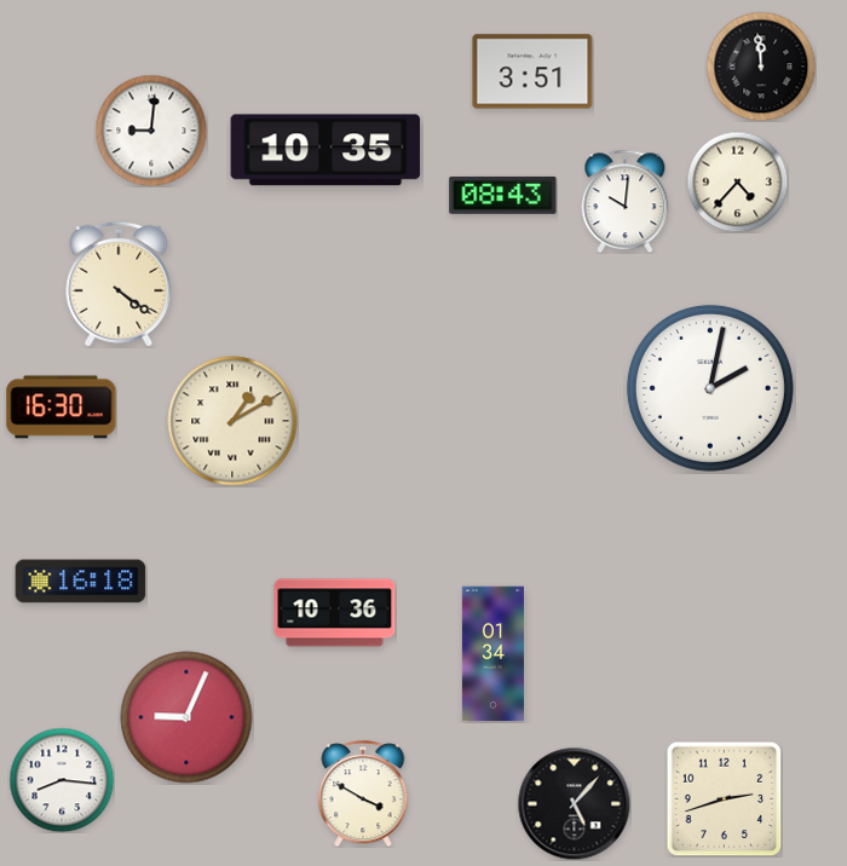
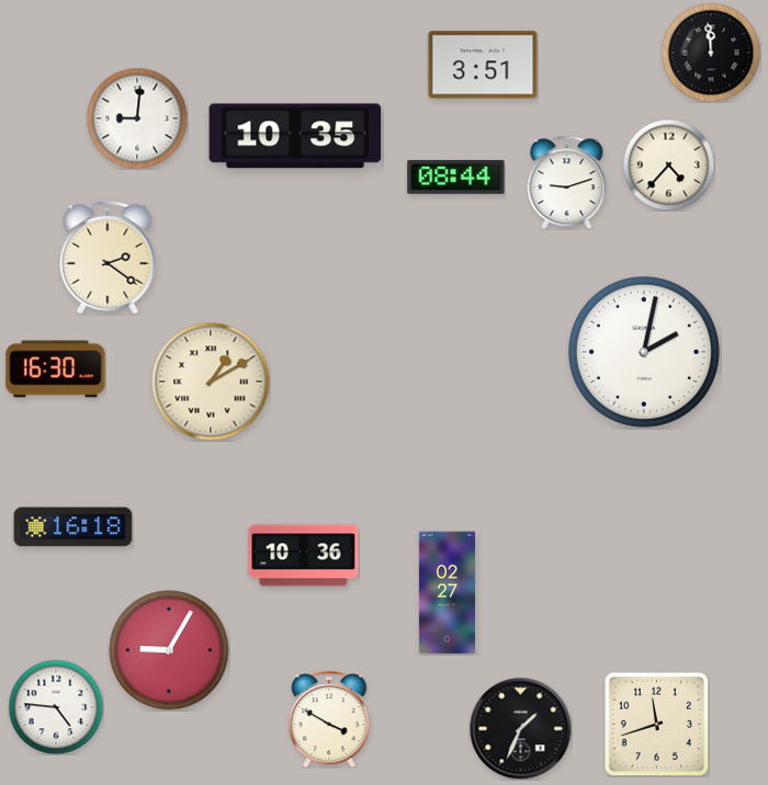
clock at (761, 67) position: (761, 67) -> (711, 53)
clock at (503, 195): 08:43 -> 08:44
clock at (626, 201): 10:01 -> 9:12
clock at (119, 284): 4:21 -> 2:21
clock at (492, 654): 01:34 -> 02:27
clock at (186, 717): 9:04 -> 9:05
clock at (62, 780): 8:16 -> 4:46
clock at (724, 798): 2:42 -> 11:42
clock at (574, 803): 5:07 -> 1:34
